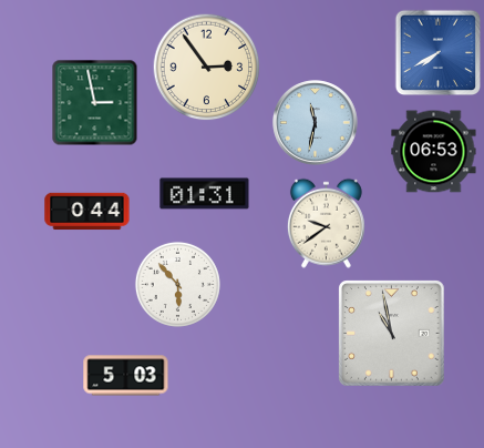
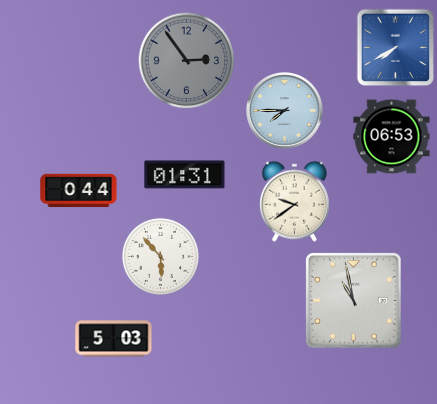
clock at (206, 67) dial: cream -> grey
clock at (94, 102): 2:58 -> none
clock at (316, 123): 11:32 -> 7:45
